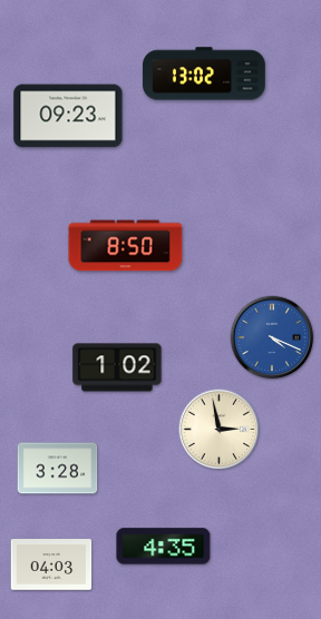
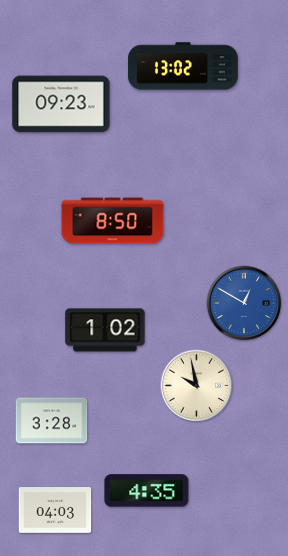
clock at (272, 337): 4:19 -> 12:50
clock at (220, 430): 2:58 -> 9:58
clock at (51, 564) position: (51, 564) -> (55, 510)
